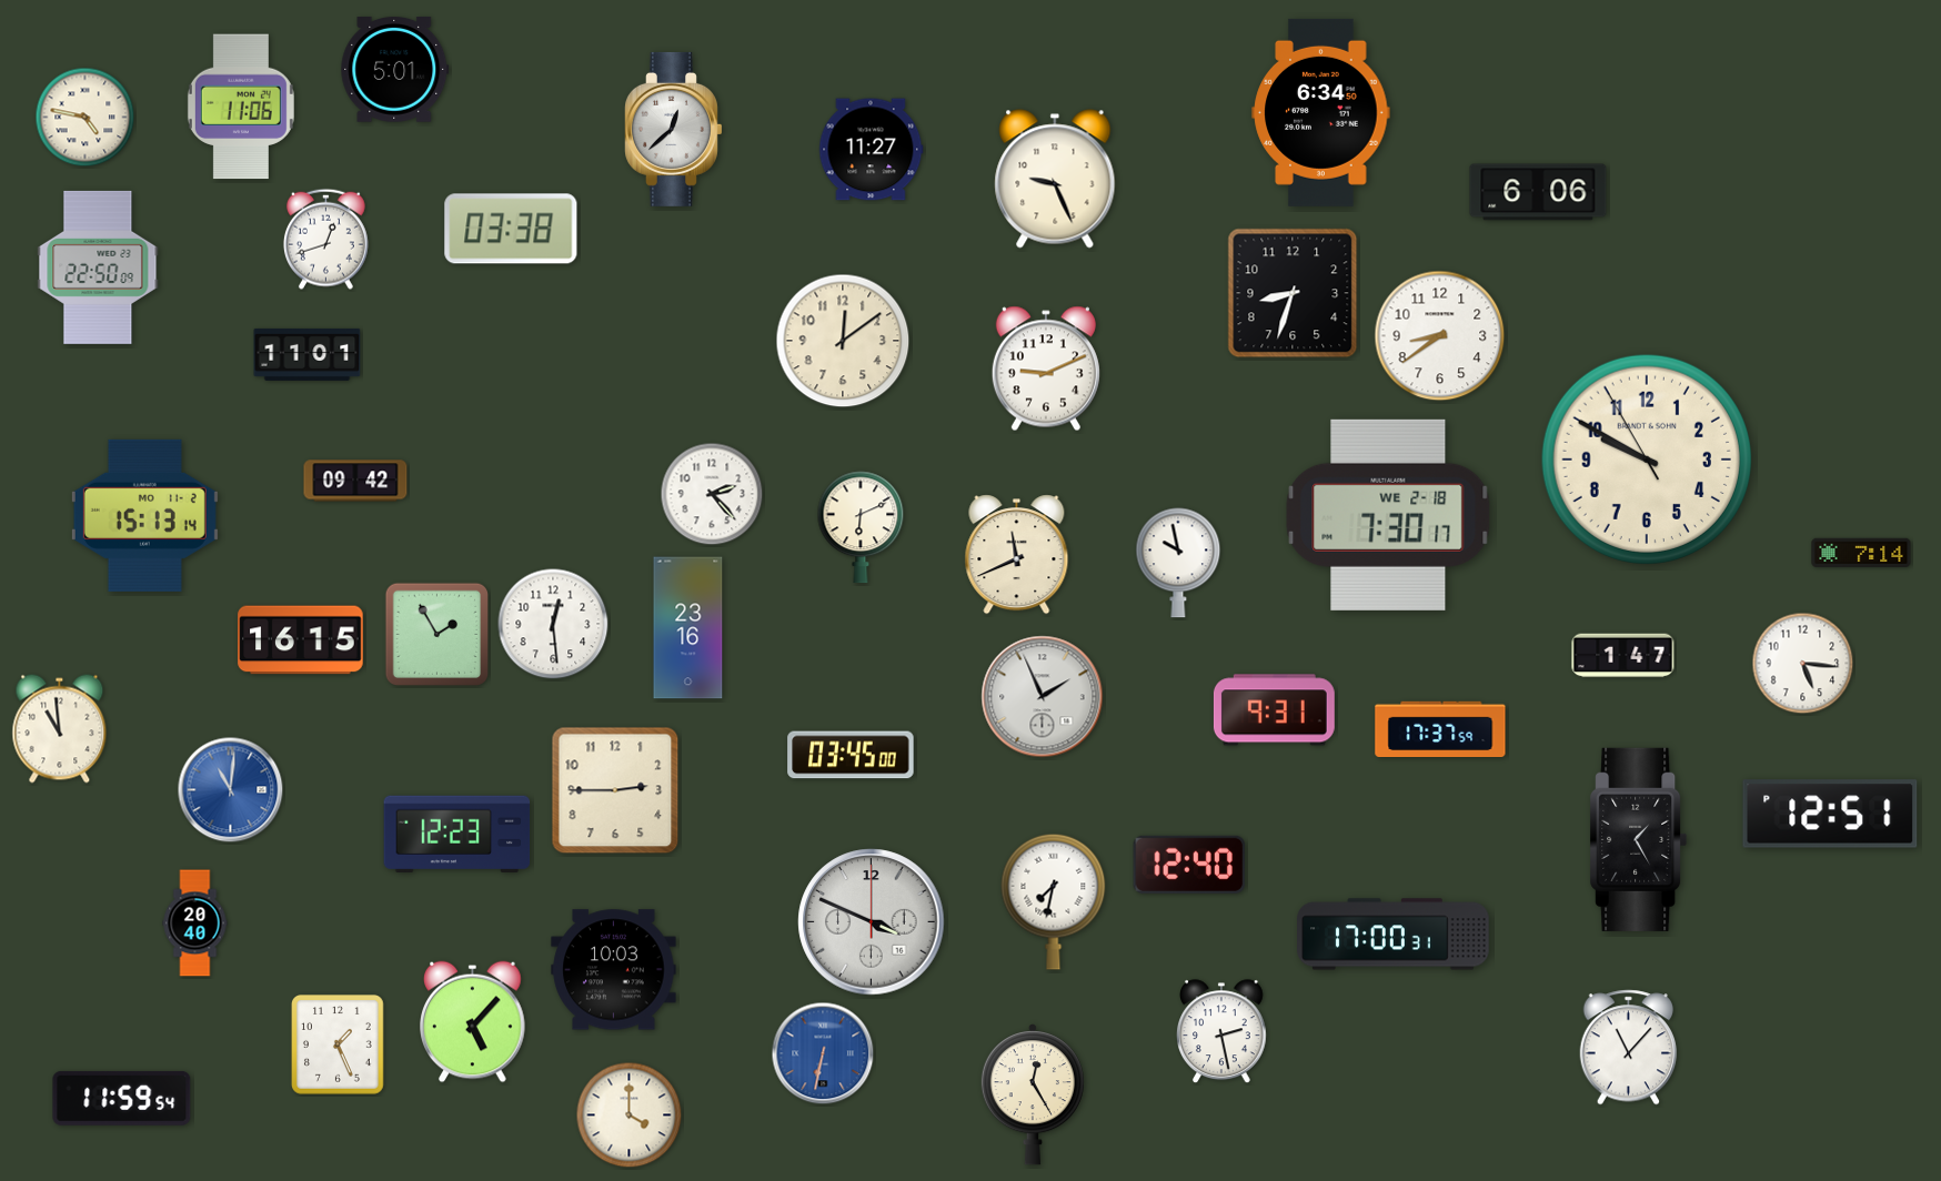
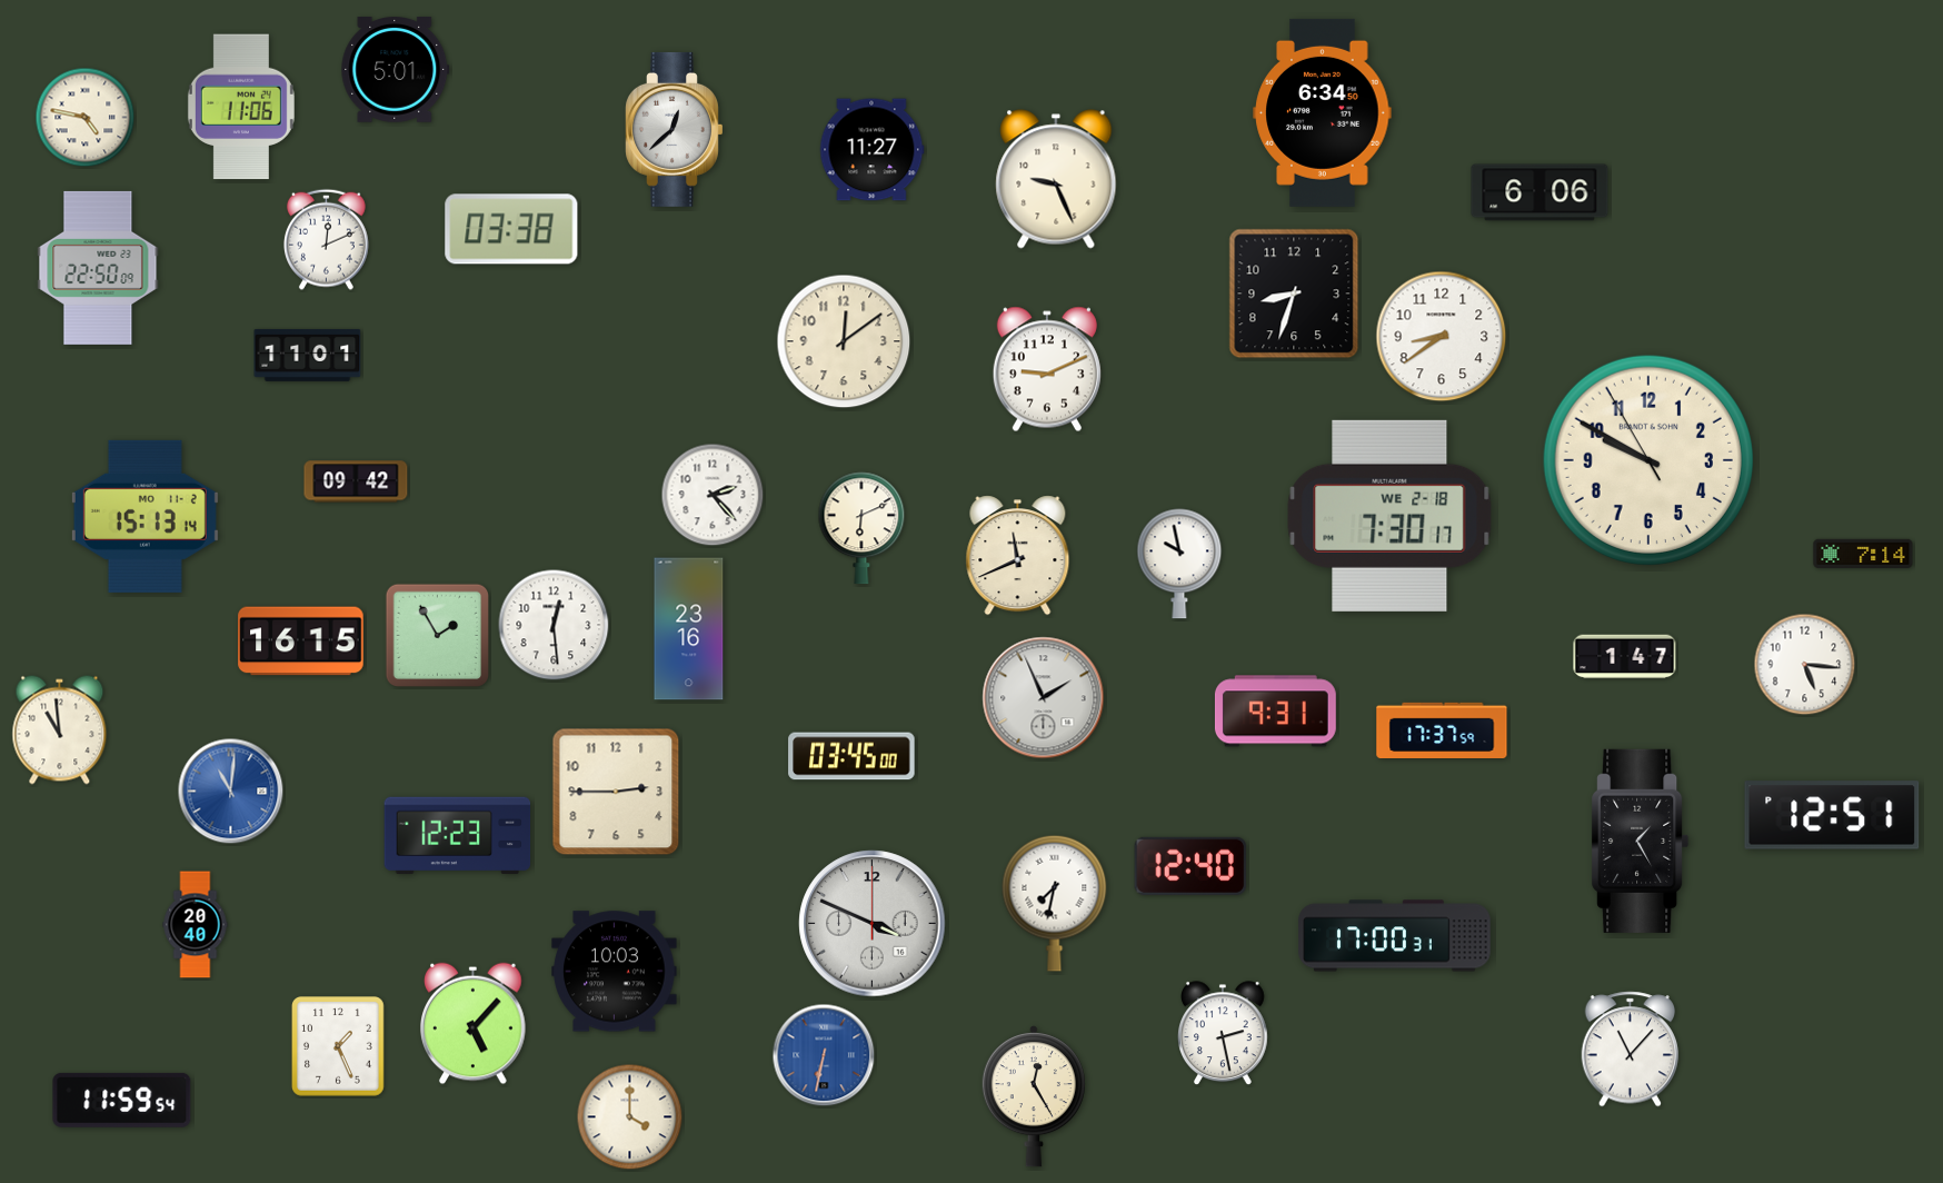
clock at (325, 239): 12:42 -> 12:11
